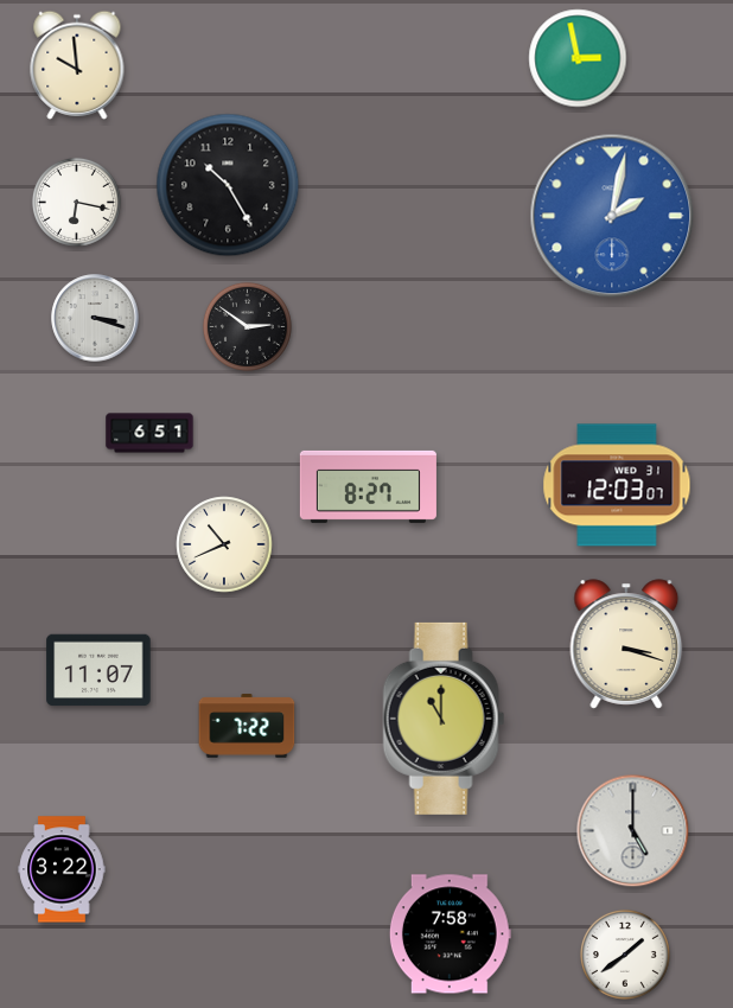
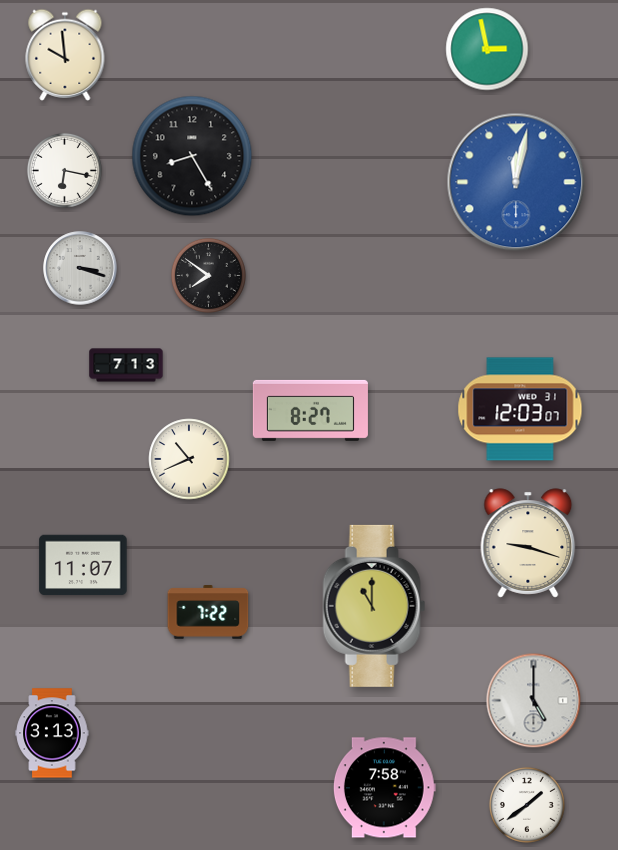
clock at (228, 185): 10:25 -> 8:25
clock at (612, 216): 2:02 -> 12:02
clock at (247, 326): 2:51 -> 7:51
clock at (149, 433): 6:51 -> 7:13
clock at (626, 644): 3:18 -> 9:18
clock at (62, 869): 3:22 -> 3:13
clock at (450, 934) position: (450, 934) -> (384, 788)
